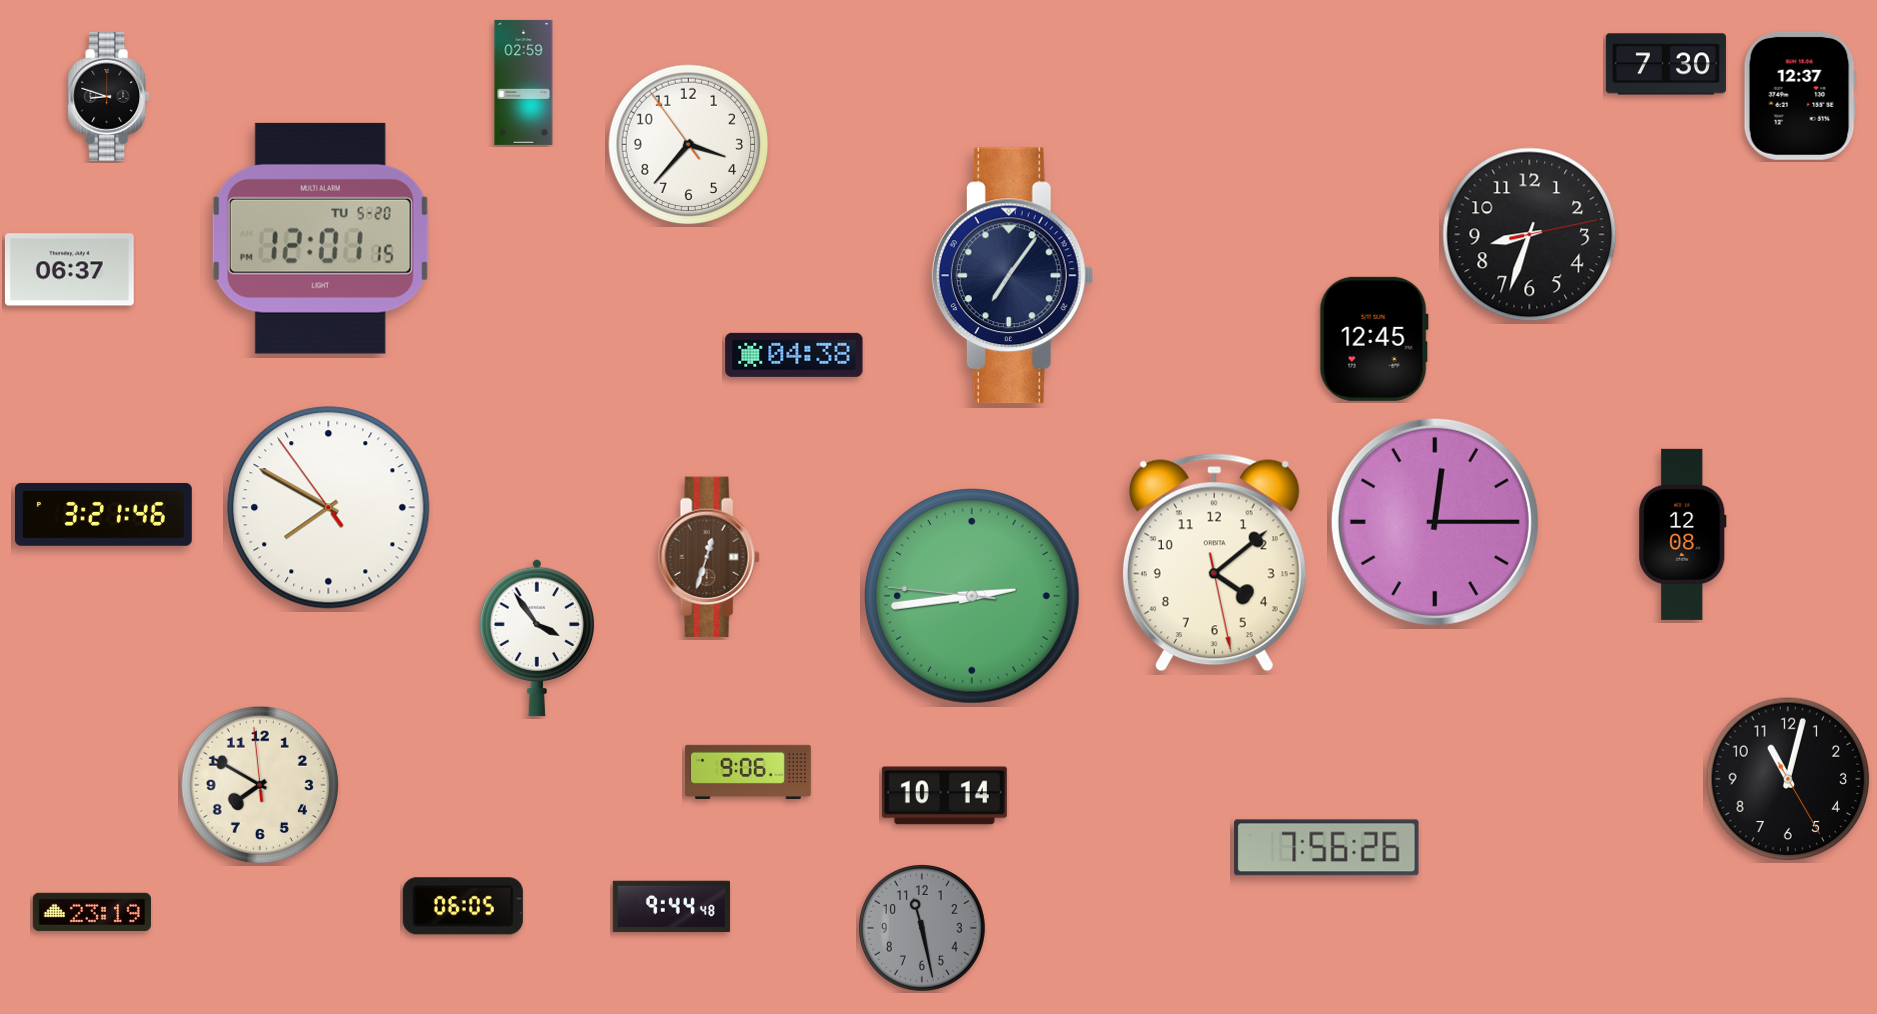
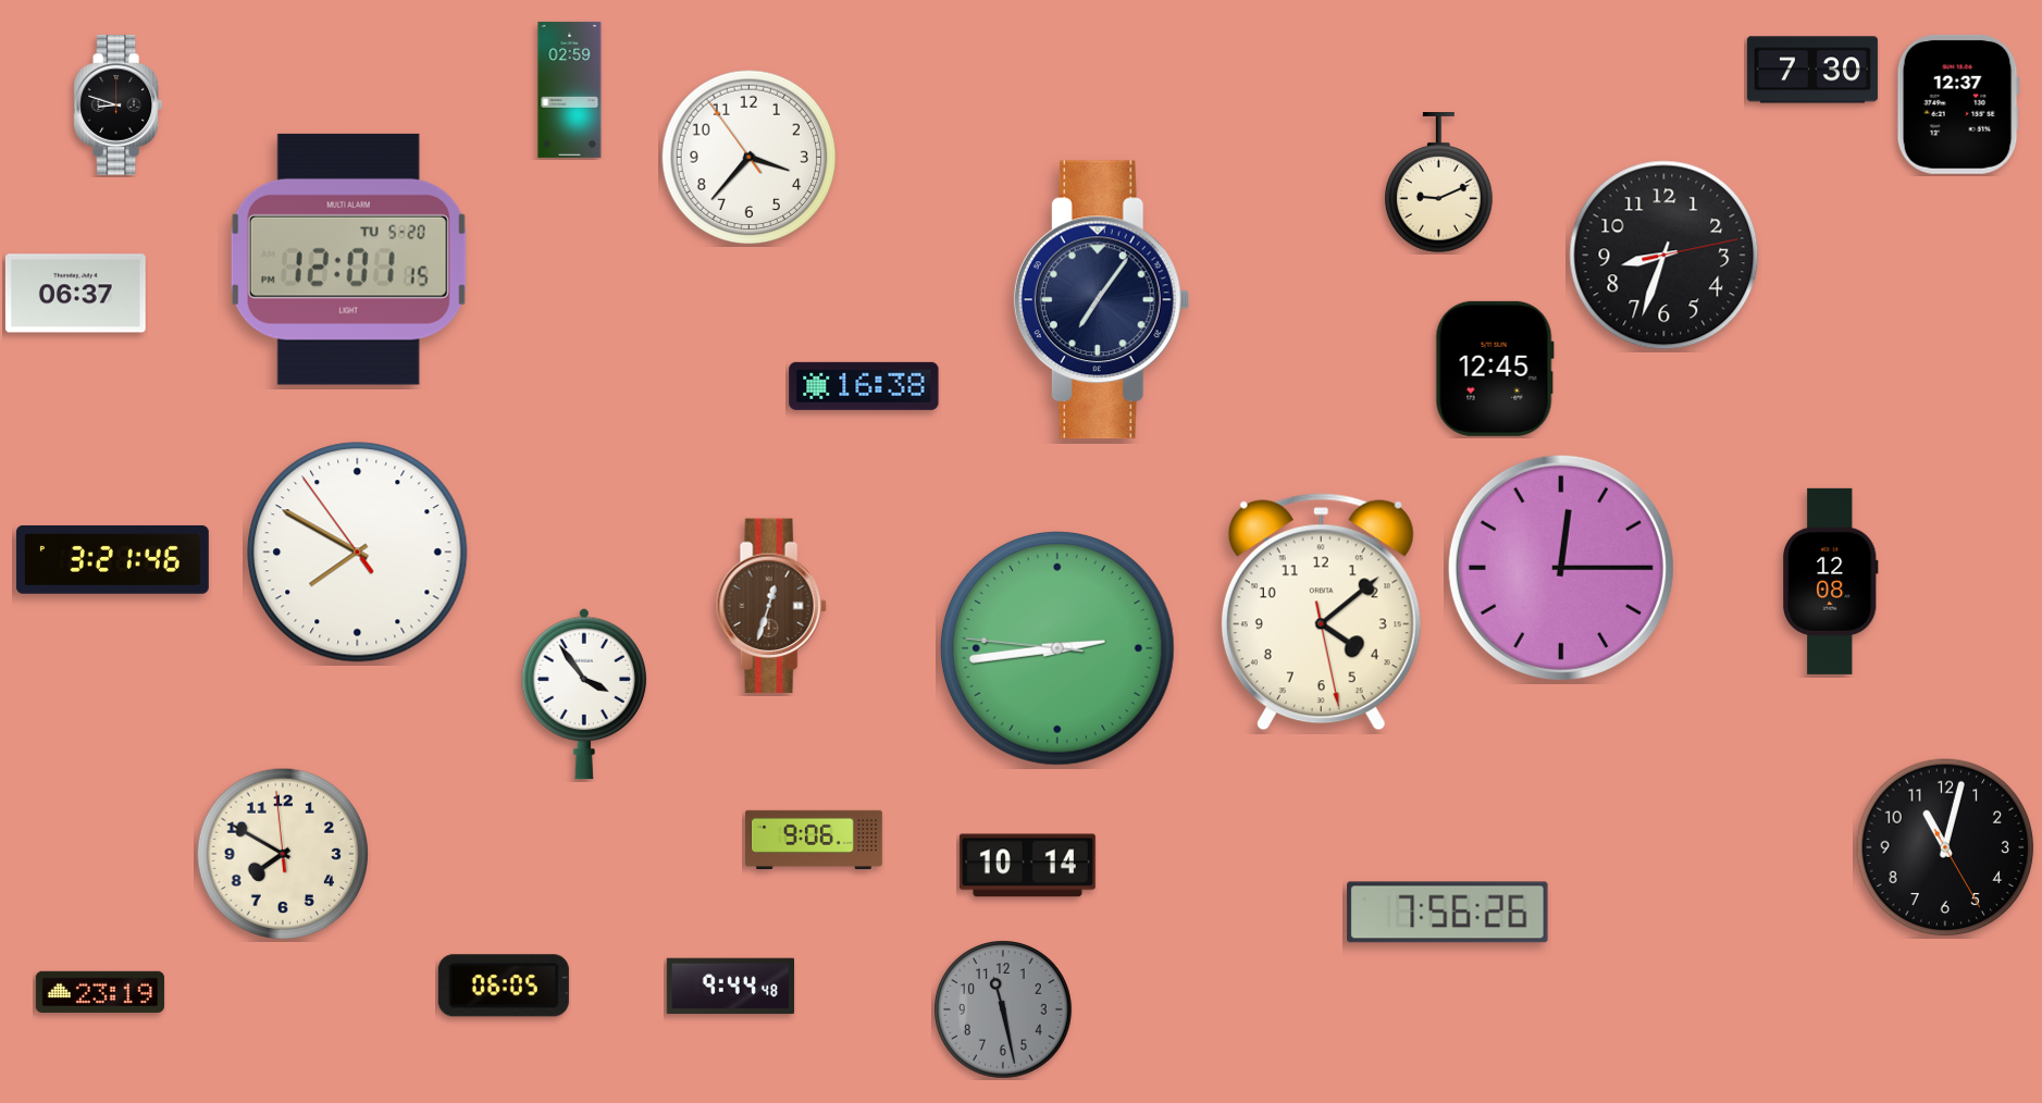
clock at (1438, 183): none -> 9:11
clock at (794, 355): 04:38 -> 16:38
clock at (1327, 848) position: (1327, 848) -> (1448, 913)
